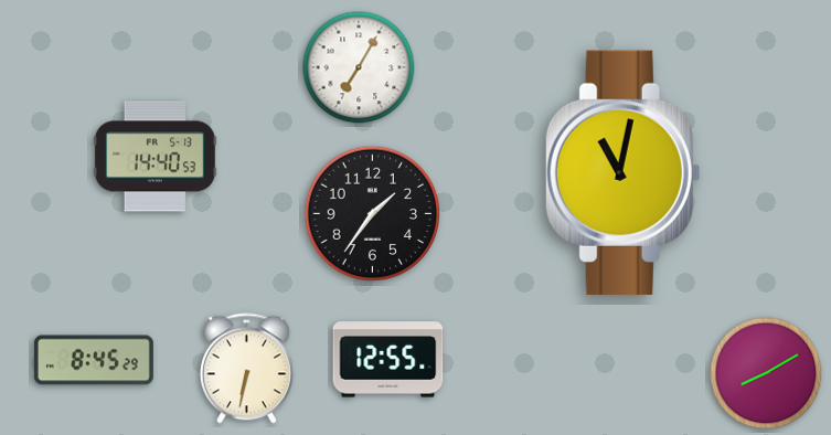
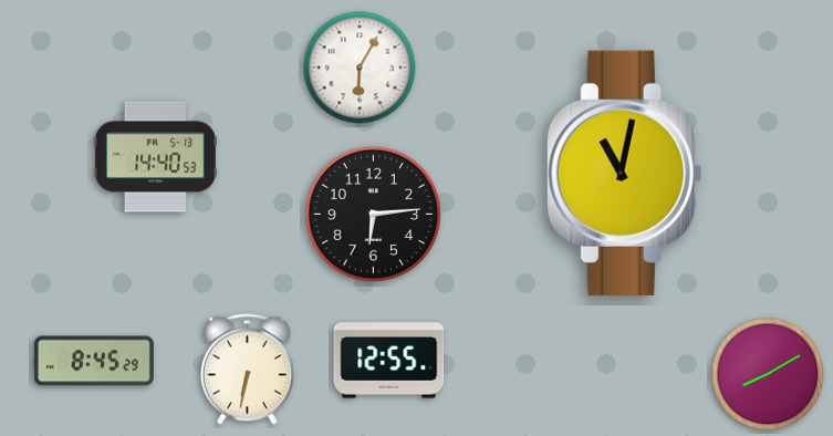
clock at (359, 67): 7:05 -> 6:05
clock at (372, 214): 1:36 -> 6:14
